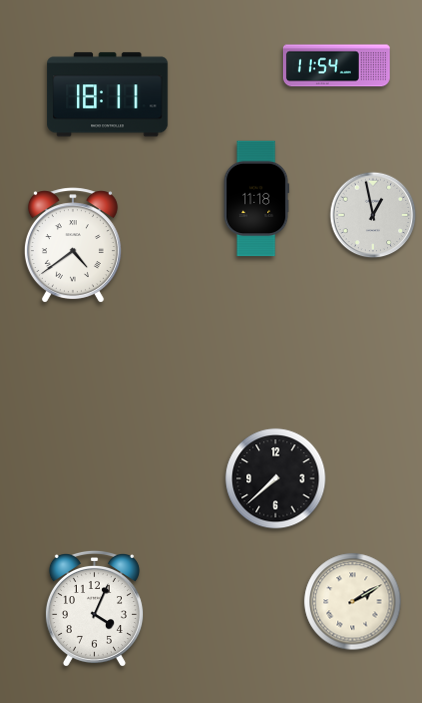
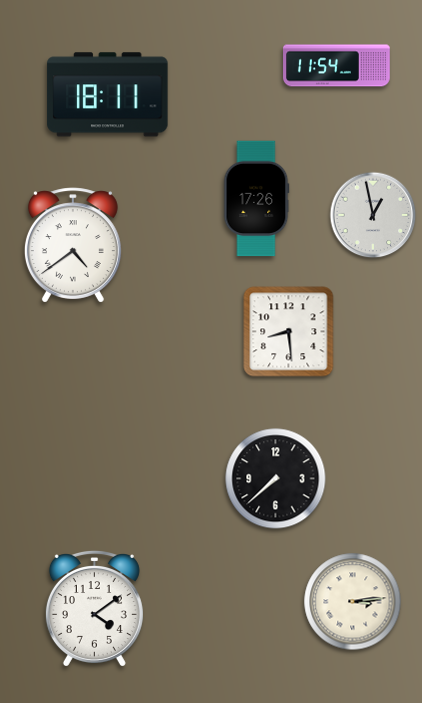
clock at (256, 199): 11:18 -> 17:26
clock at (289, 332): none -> 8:29
clock at (353, 602): 2:10 -> 3:14
clock at (94, 609): 4:04 -> 4:09
